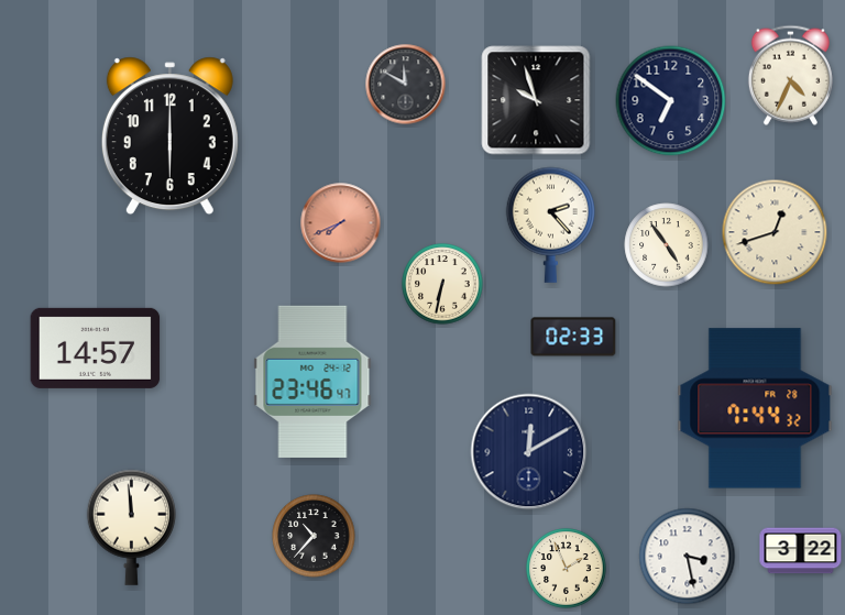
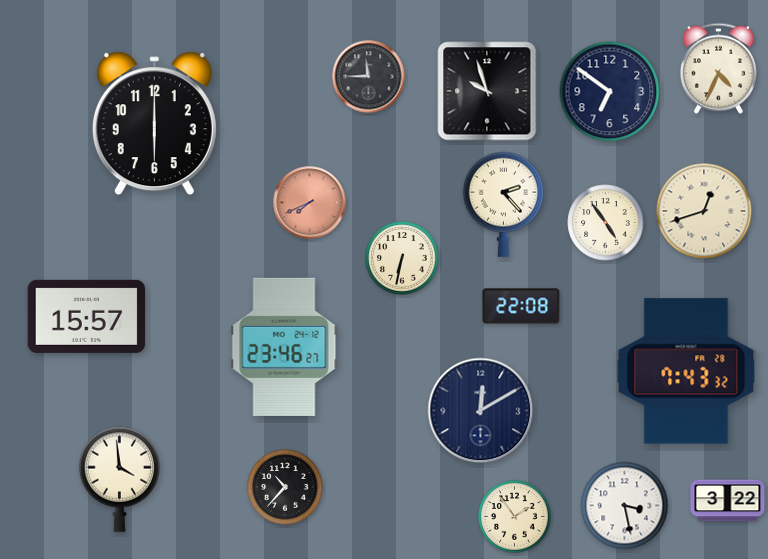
clock at (406, 85): 11:50 -> 11:45
clock at (550, 224) position: (550, 224) -> (503, 204)
clock at (573, 337): 02:33 -> 22:08
clock at (96, 348): 14:57 -> 15:57
clock at (312, 382): 23:46:47 -> 23:46:27
clock at (755, 408): 7:44 -> 7:43
clock at (131, 527): 11:59 -> 3:59
clock at (567, 569): 1:56 -> 1:54
